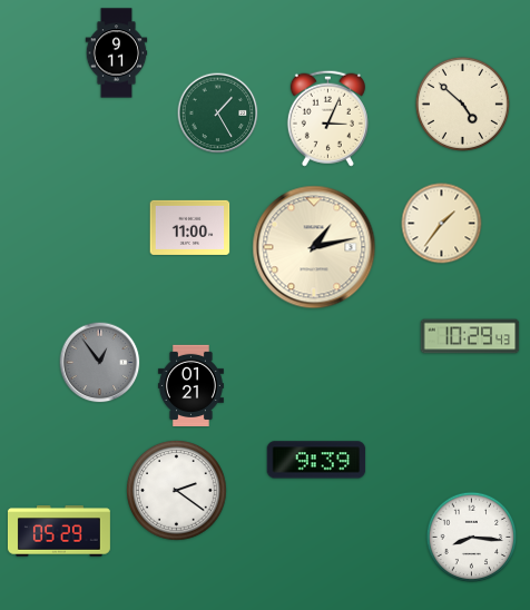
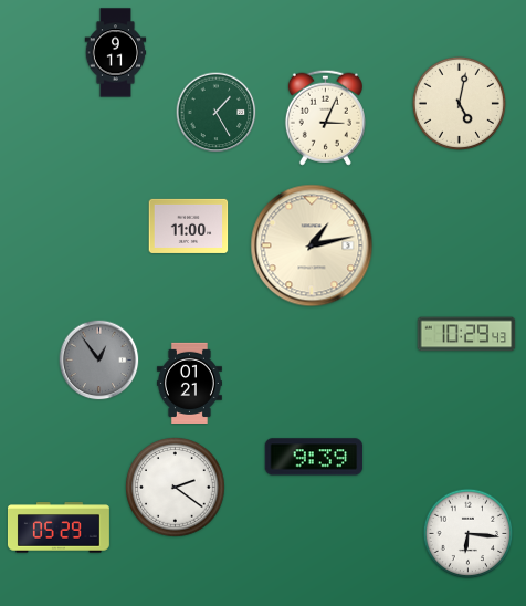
clock at (462, 104): 4:52 -> 5:02
clock at (442, 224): 1:36 -> none
clock at (472, 538): 8:16 -> 6:16
